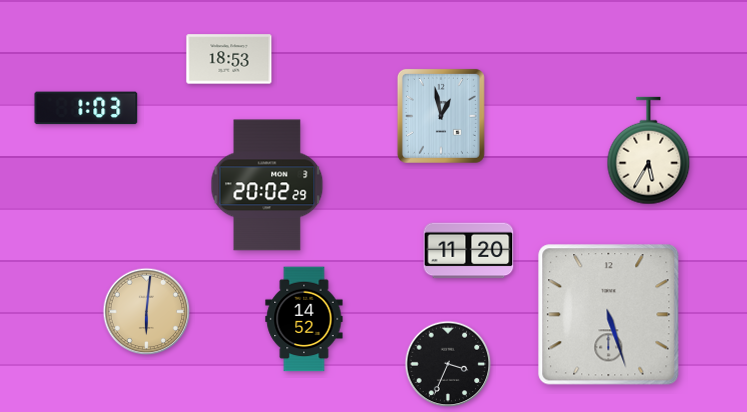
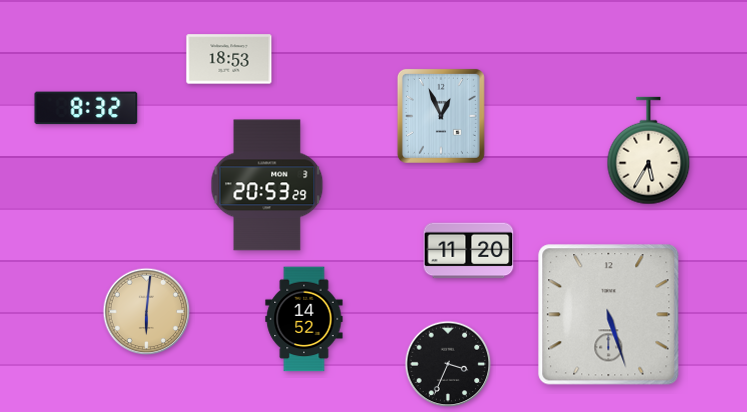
clock at (86, 108): 1:03 -> 8:32
clock at (441, 116): 12:58 -> 12:56
clock at (267, 185): 20:02 -> 20:53
